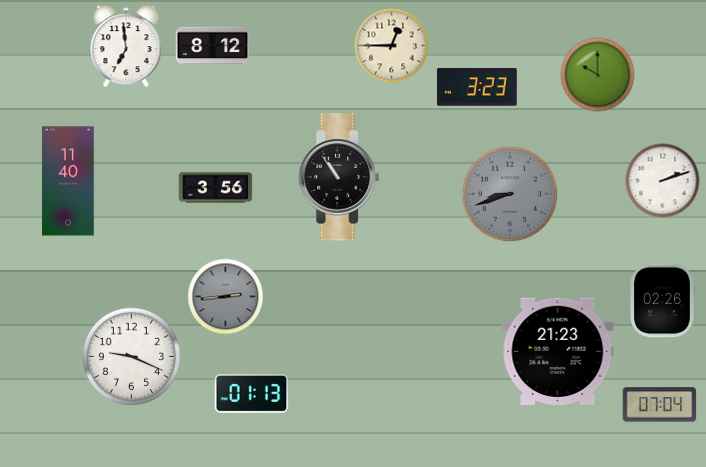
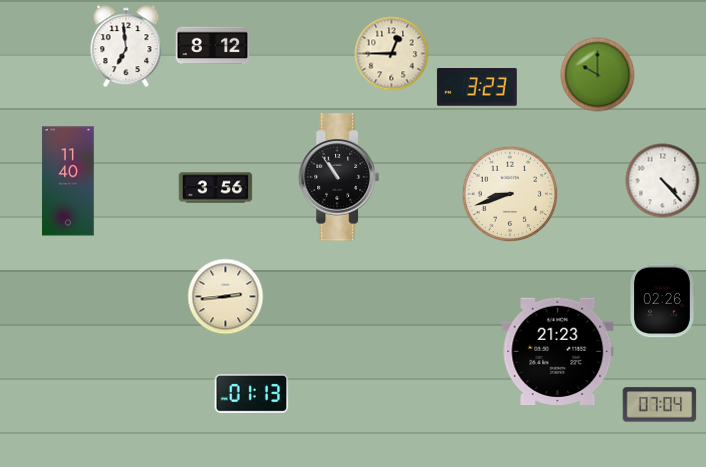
clock at (392, 46) position: (392, 46) -> (392, 54)
clock at (663, 181): 2:12 -> 4:23
clock at (510, 194) dial: grey -> cream
clock at (226, 297) dial: grey -> cream
clock at (132, 357): 9:19 -> none
